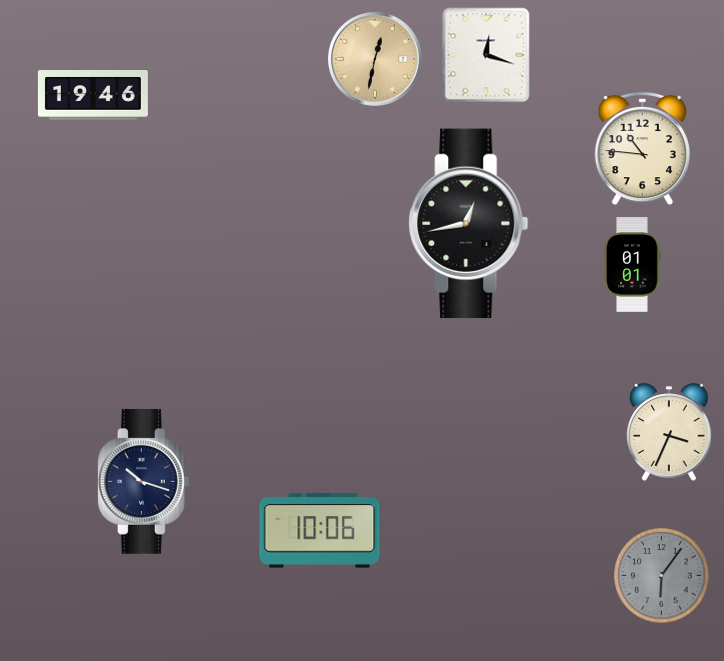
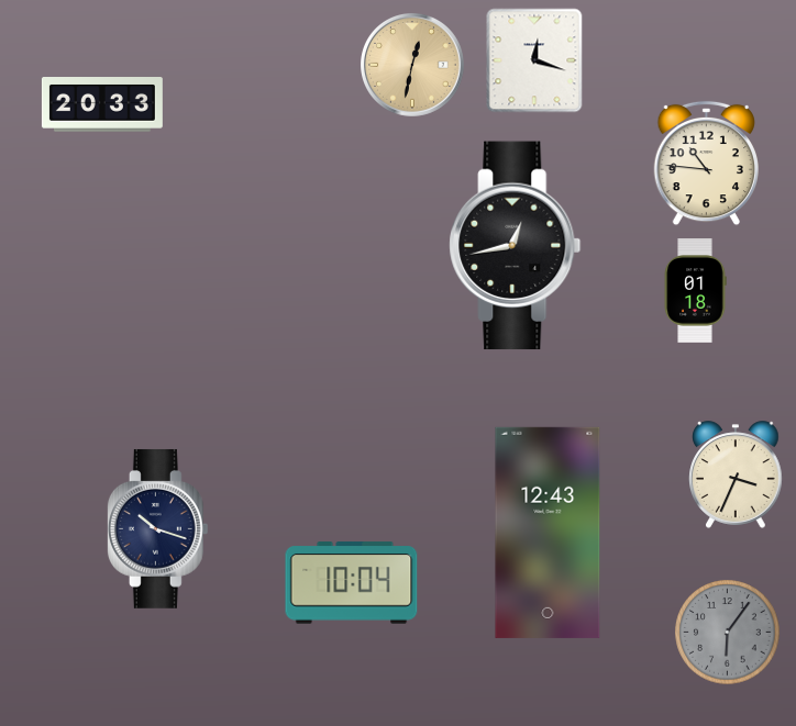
clock at (93, 95): 19:46 -> 20:33
clock at (632, 265): 01:01 -> 01:18
clock at (548, 533): none -> 12:43
clock at (320, 531): 10:06 -> 10:04
